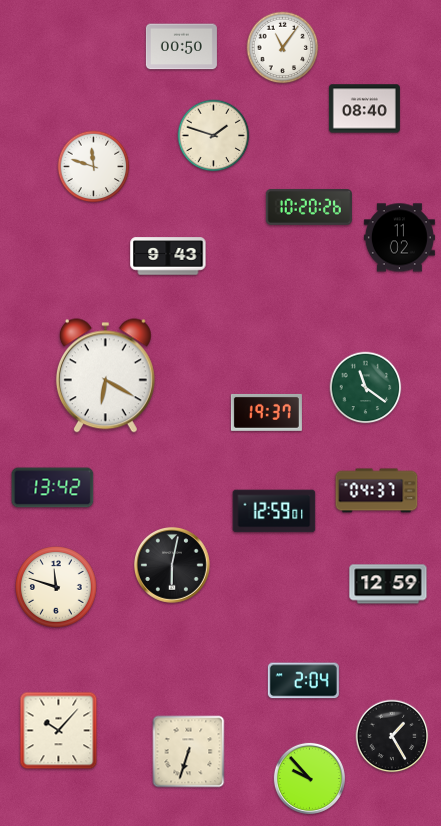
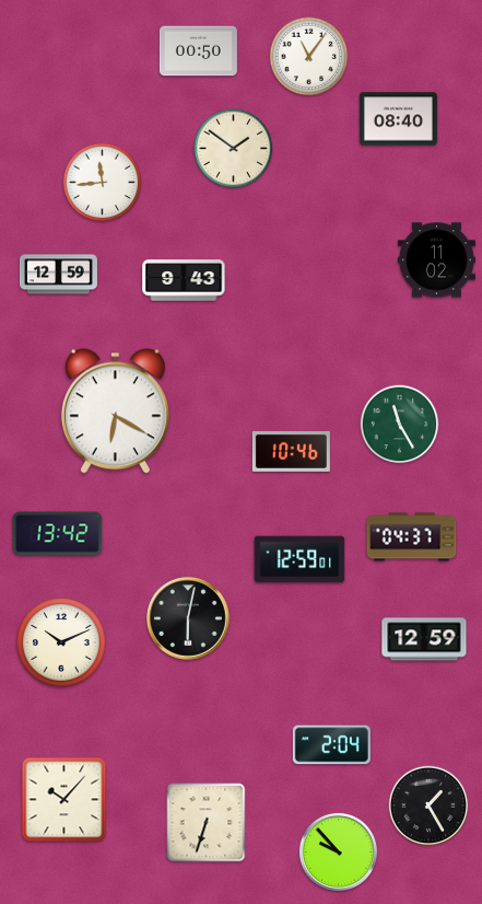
clock at (283, 48) position: (283, 48) -> (309, 57)
clock at (214, 136): 1:48 -> 1:51
clock at (94, 167): 11:48 -> 11:44
clock at (309, 208): 10:20 -> none
clock at (58, 275): none -> 12:59
clock at (366, 388): 11:21 -> 11:25
clock at (266, 413): 19:37 -> 10:46
clock at (56, 587): 11:48 -> 10:11
